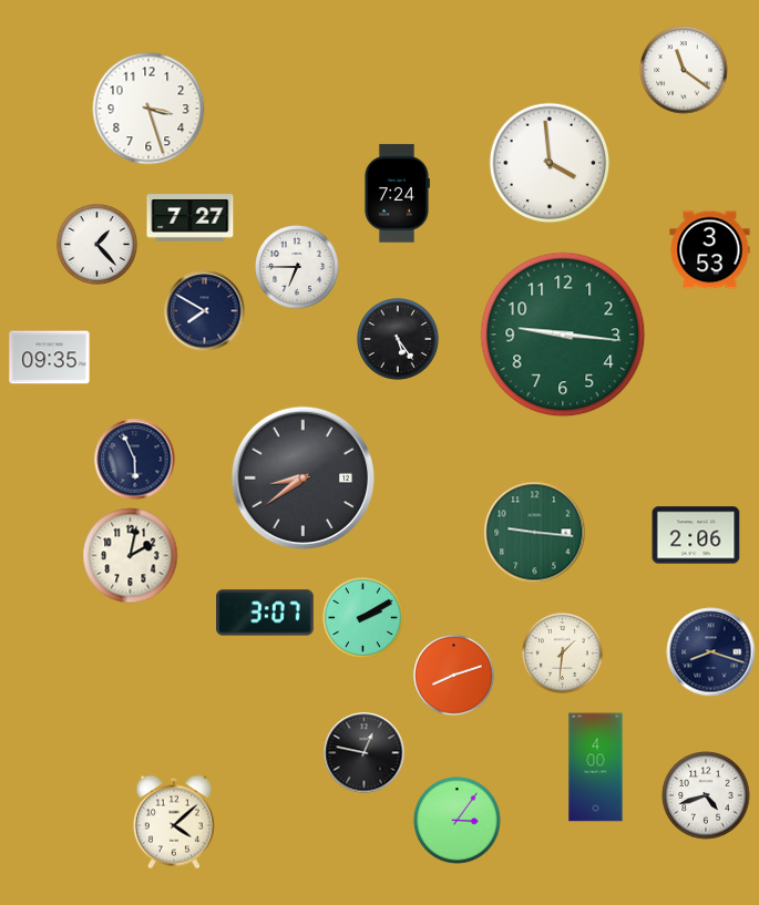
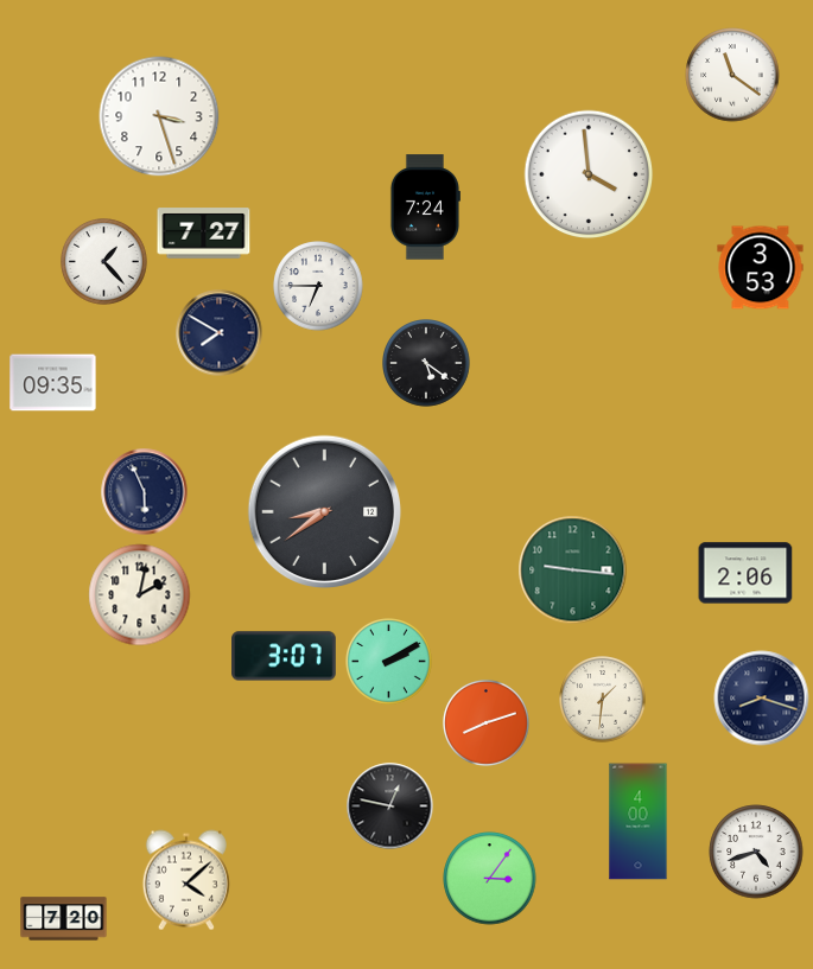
clock at (563, 335): 9:16 -> none
clock at (399, 340): 5:24 -> 5:21
clock at (64, 919): none -> 7:20
